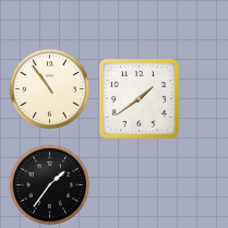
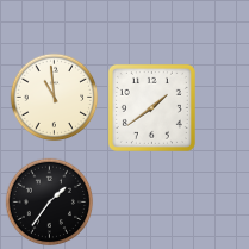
clock at (50, 89): 10:54 -> 10:59
clock at (50, 185) position: (50, 185) -> (50, 203)
